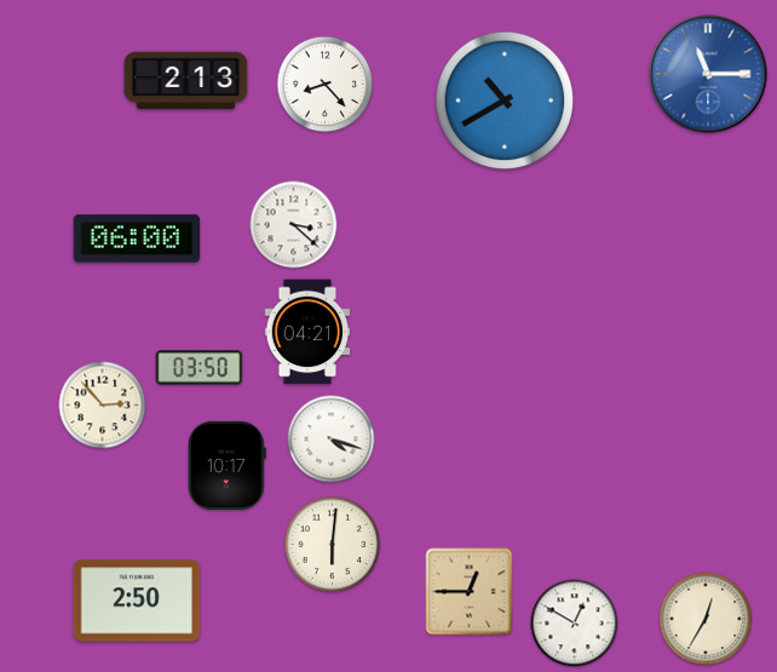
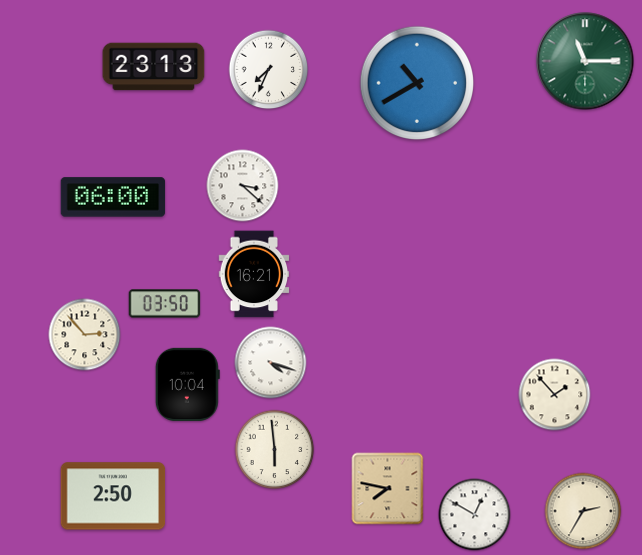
clock at (708, 74) dial: blue -> green
clock at (186, 81): 2:13 -> 23:13
clock at (326, 85): 8:23 -> 7:34
clock at (307, 332): 04:21 -> 16:21
clock at (332, 440) position: (332, 440) -> (271, 363)
clock at (226, 465): 10:17 -> 10:04
clock at (555, 395): none -> 1:53
clock at (333, 545): 6:01 -> 5:59
clock at (470, 592): 12:45 -> 7:47
clock at (706, 619): 12:35 -> 2:35
